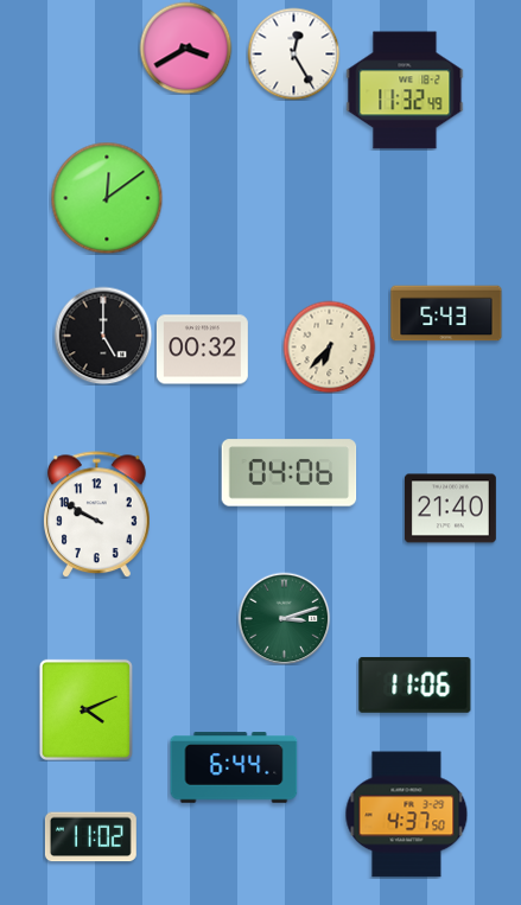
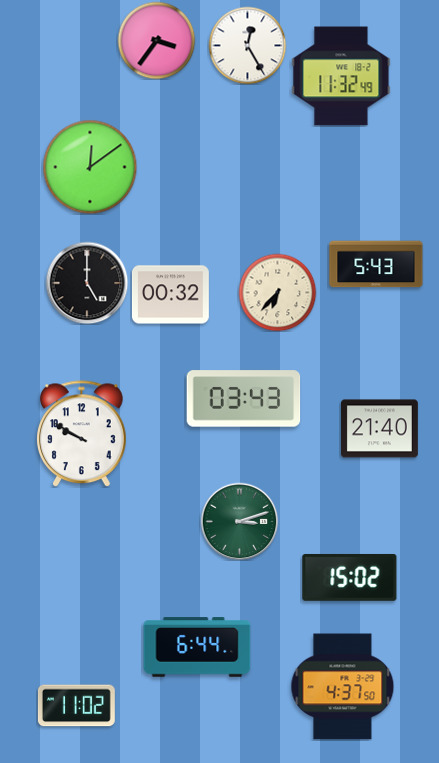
clock at (185, 47): 3:40 -> 3:36
clock at (290, 473): 04:06 -> 03:43
clock at (415, 684): 11:06 -> 15:02
clock at (85, 709): 4:11 -> none
